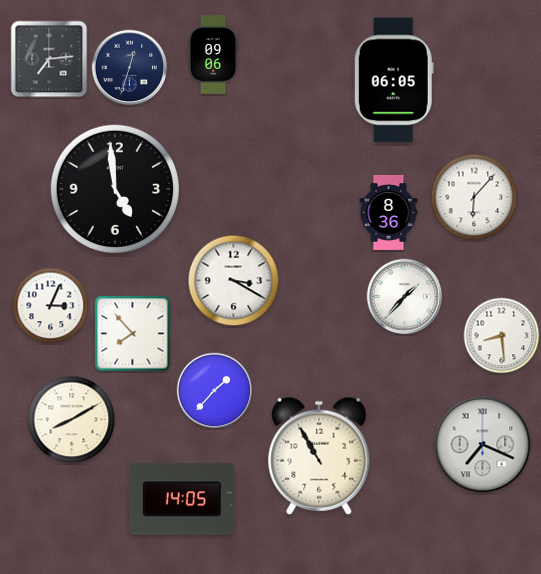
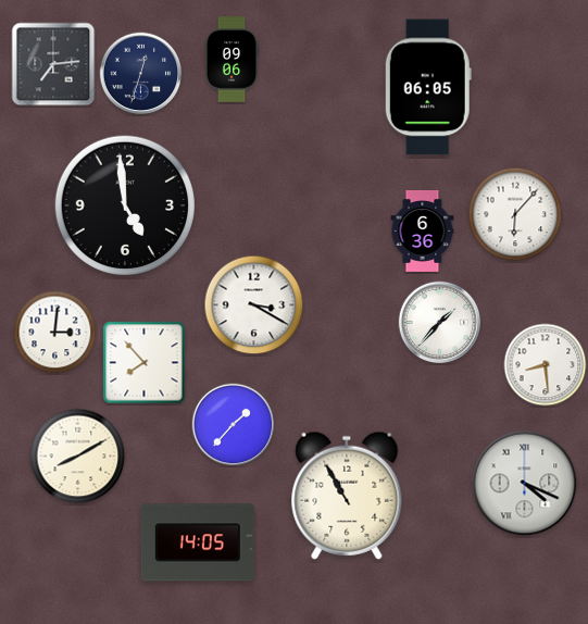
clock at (389, 212): 8:36 -> 6:36
clock at (51, 306): 3:04 -> 3:01
clock at (483, 445): 7:19 -> 4:19
